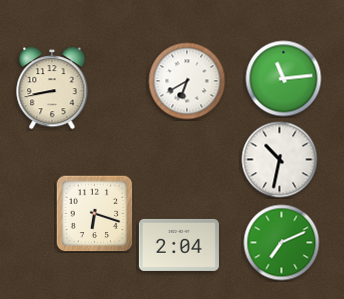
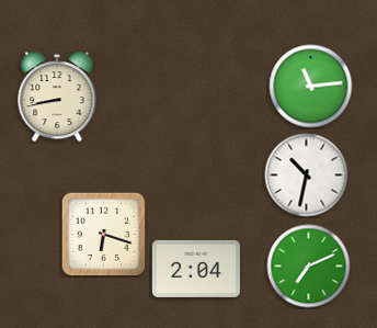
clock at (187, 81): 6:40 -> none
